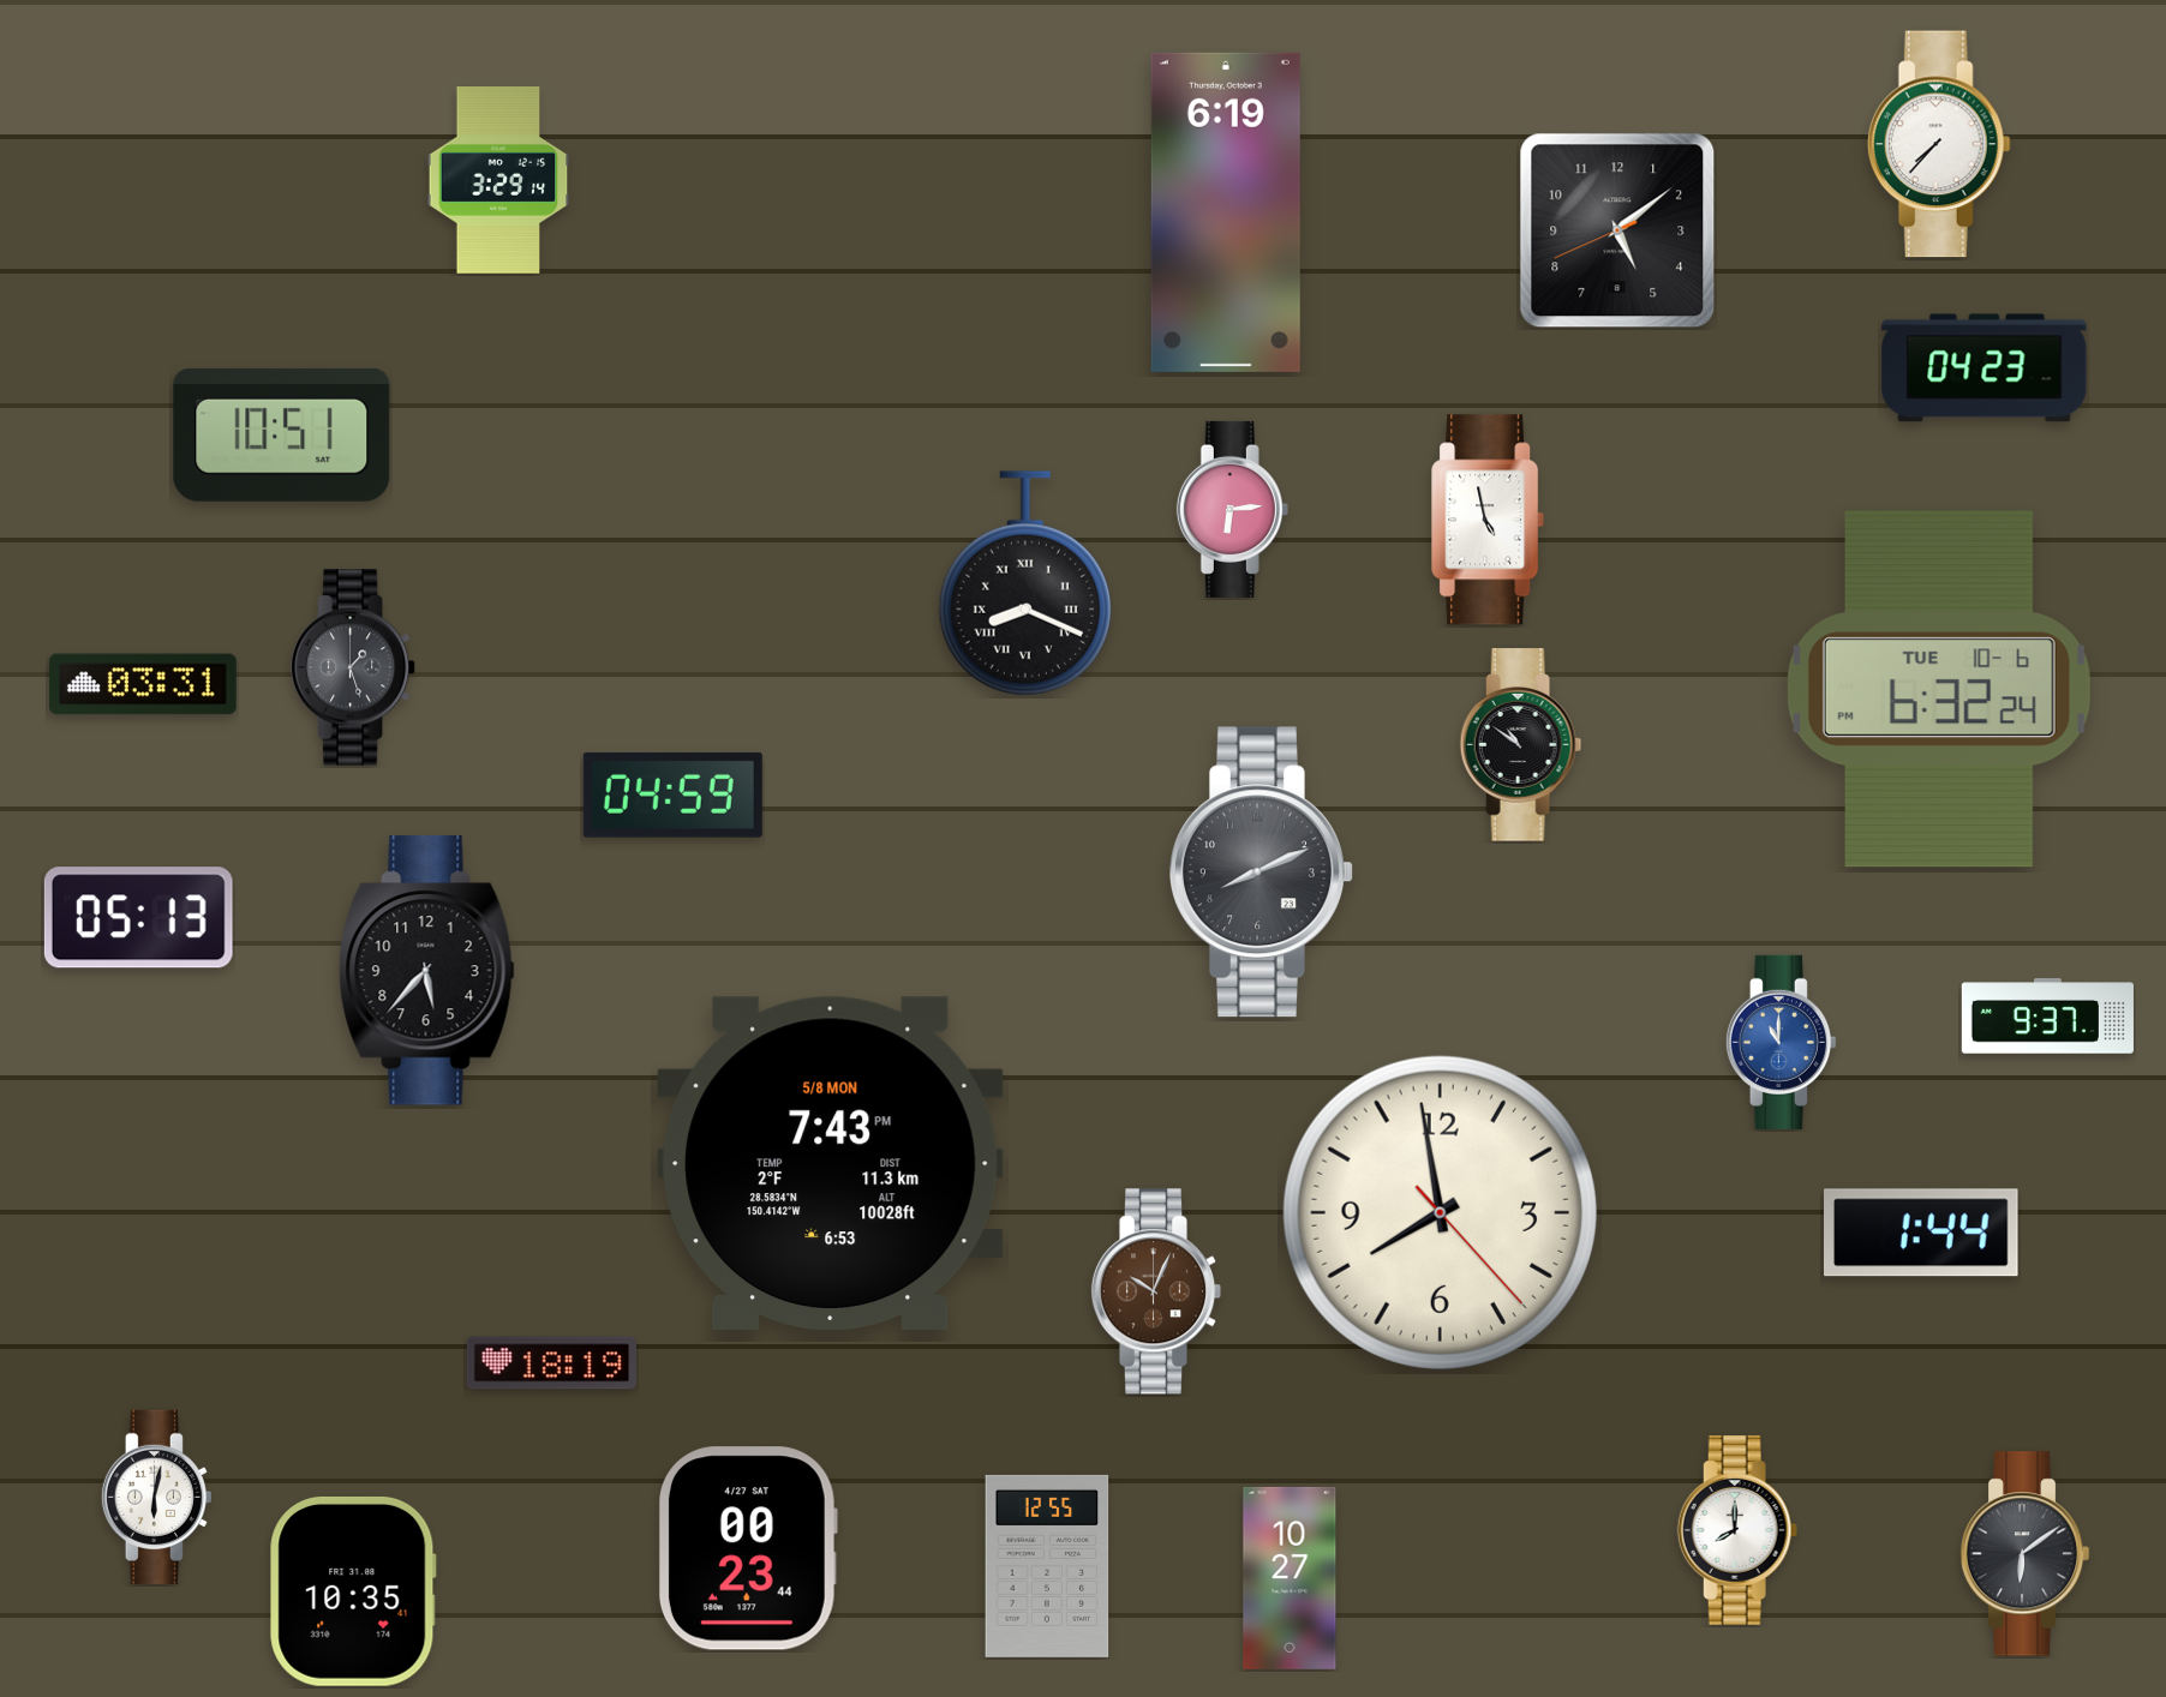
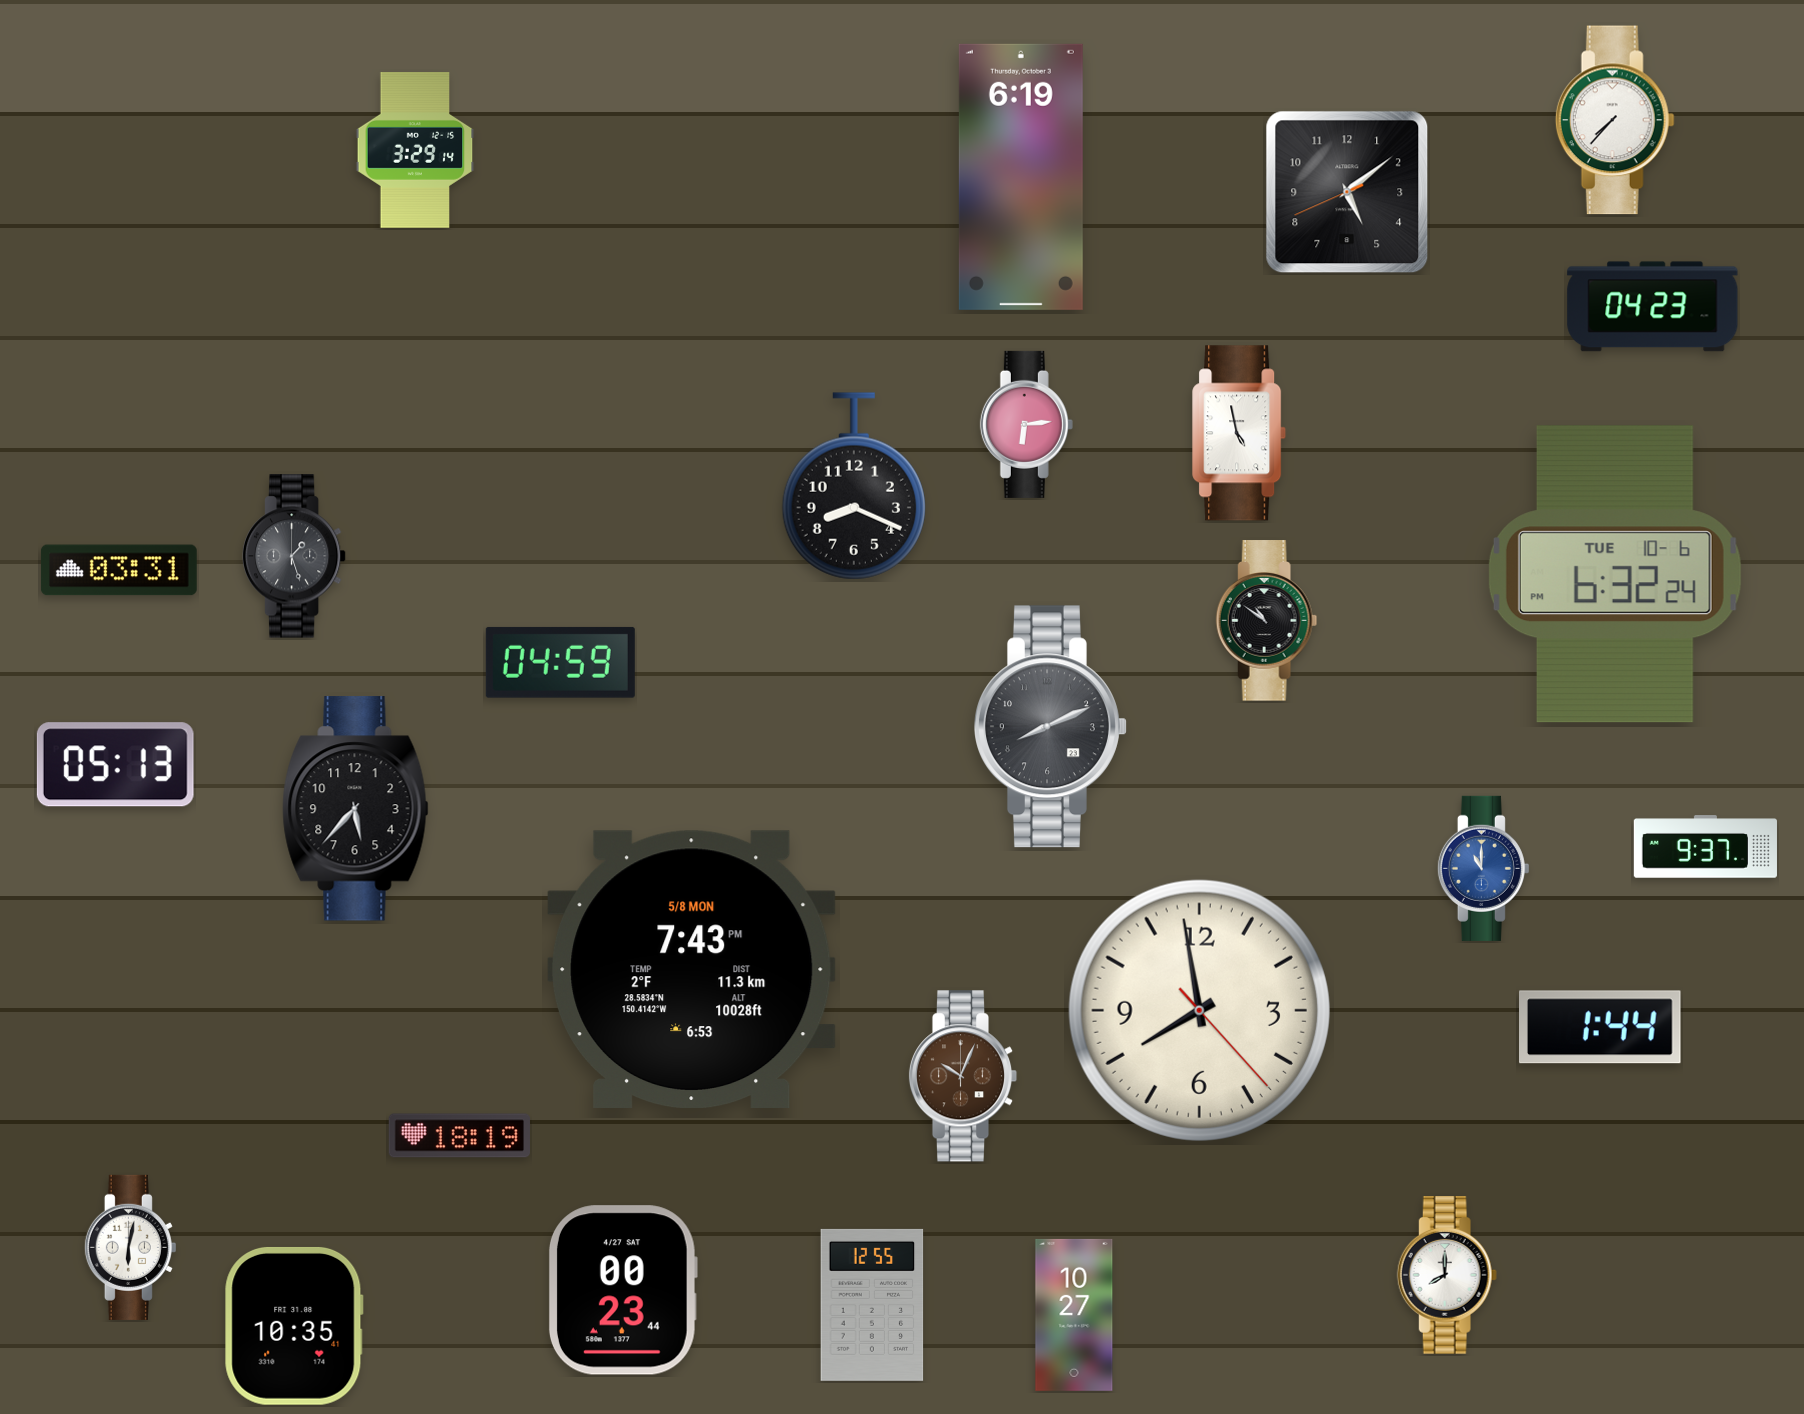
clock at (282, 434): 10:51 -> none
clock at (1025, 583) numerals: Roman -> Arabic
clock at (2024, 1554): 6:09 -> none
